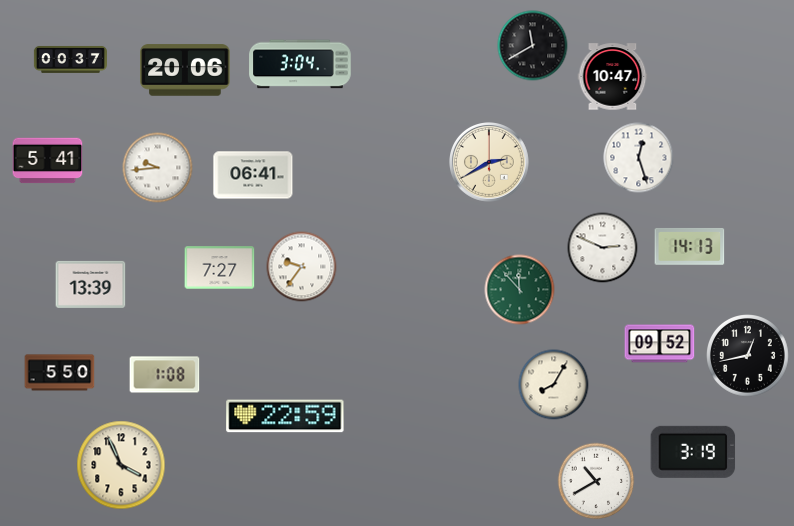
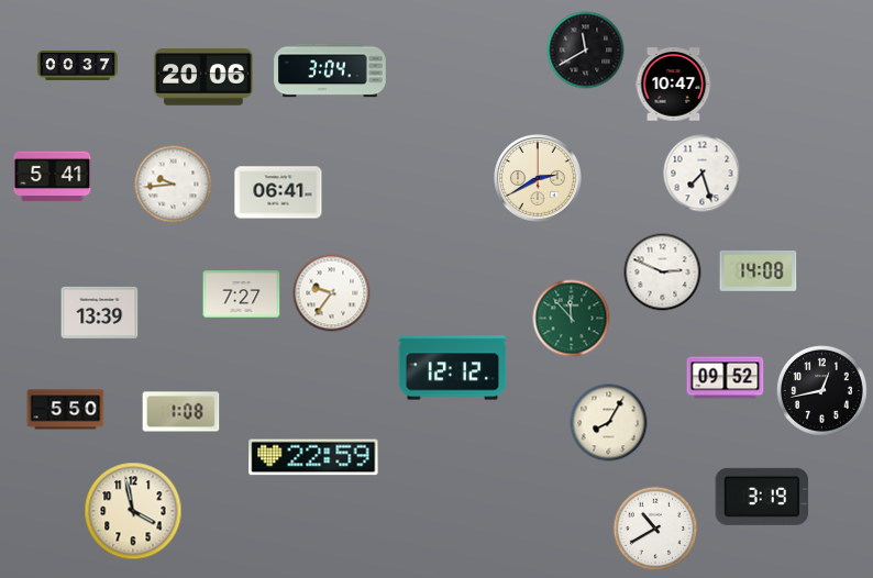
clock at (639, 158): 12:27 -> 7:27
clock at (690, 246): 14:13 -> 14:08
clock at (453, 368): none -> 12:12
clock at (121, 465): 3:56 -> 3:58
